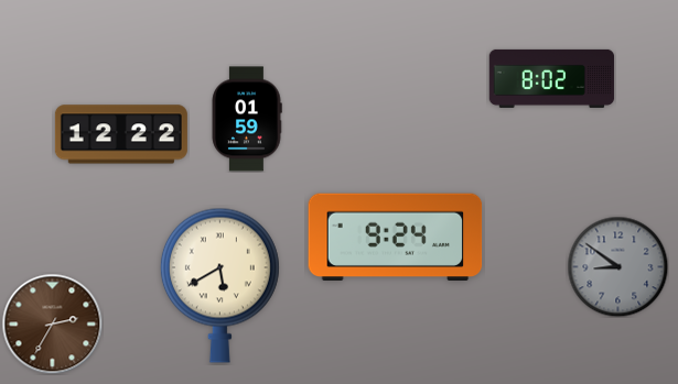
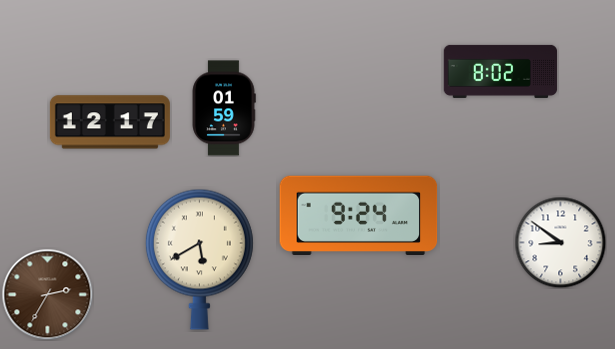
clock at (121, 134): 12:22 -> 12:17
clock at (617, 266) dial: grey -> white
